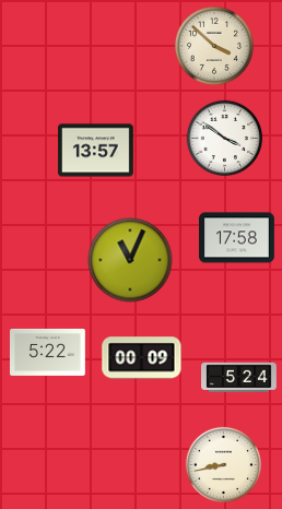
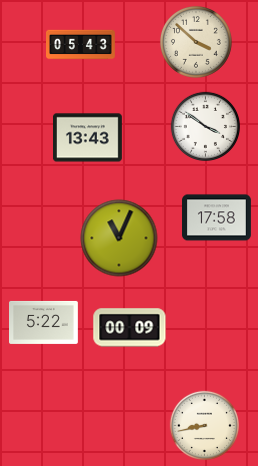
clock at (81, 45): none -> 05:43
clock at (96, 151): 13:57 -> 13:43
clock at (239, 377): 5:24 -> none
